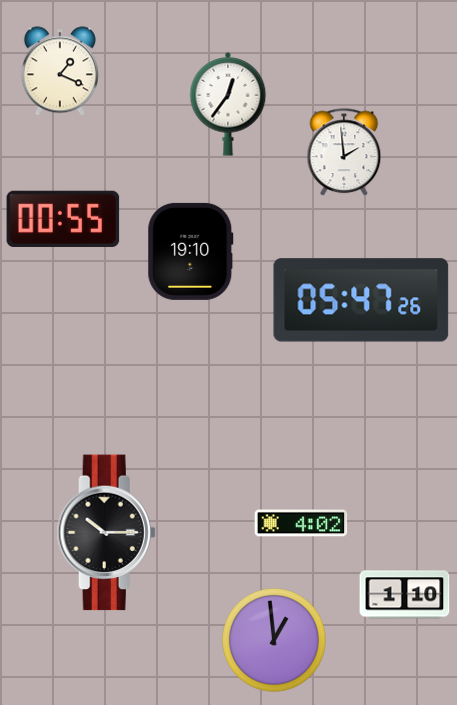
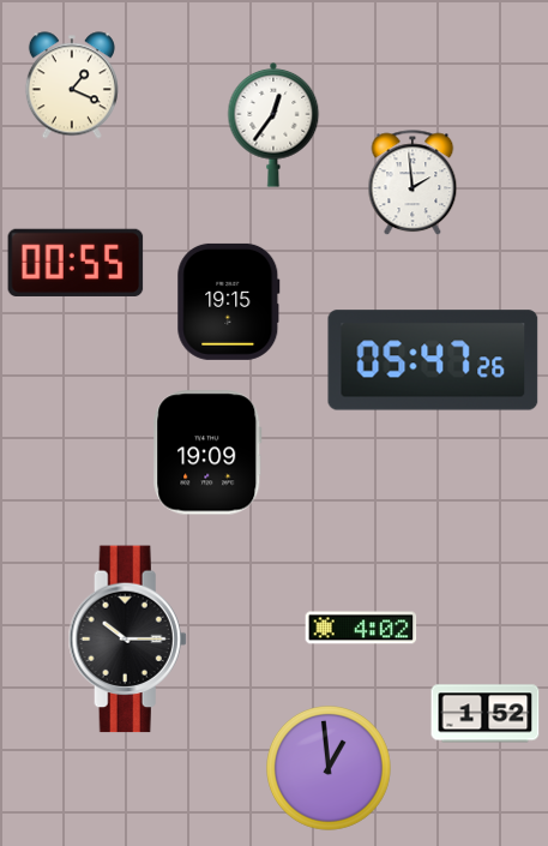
clock at (191, 251): 19:10 -> 19:15
clock at (207, 452): none -> 19:09
clock at (405, 595): 1:10 -> 1:52
